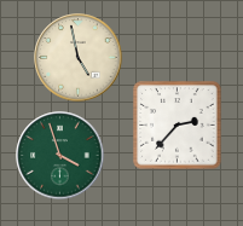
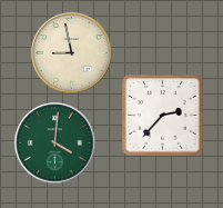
clock at (79, 58): 4:58 -> 8:58
clock at (60, 156): 3:57 -> 4:01
